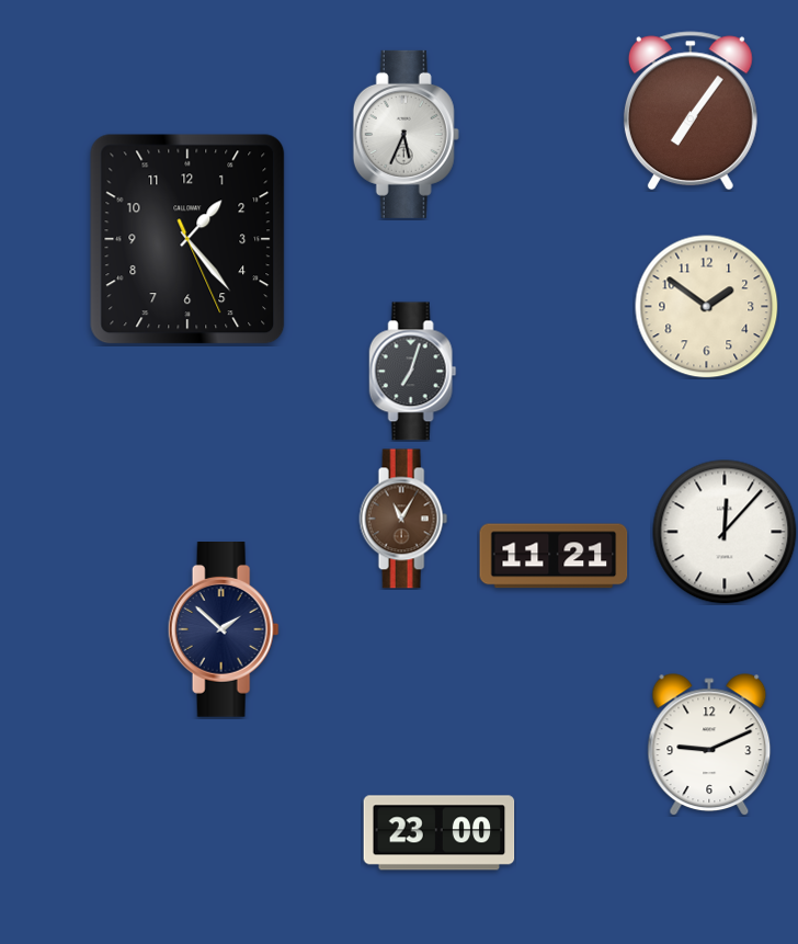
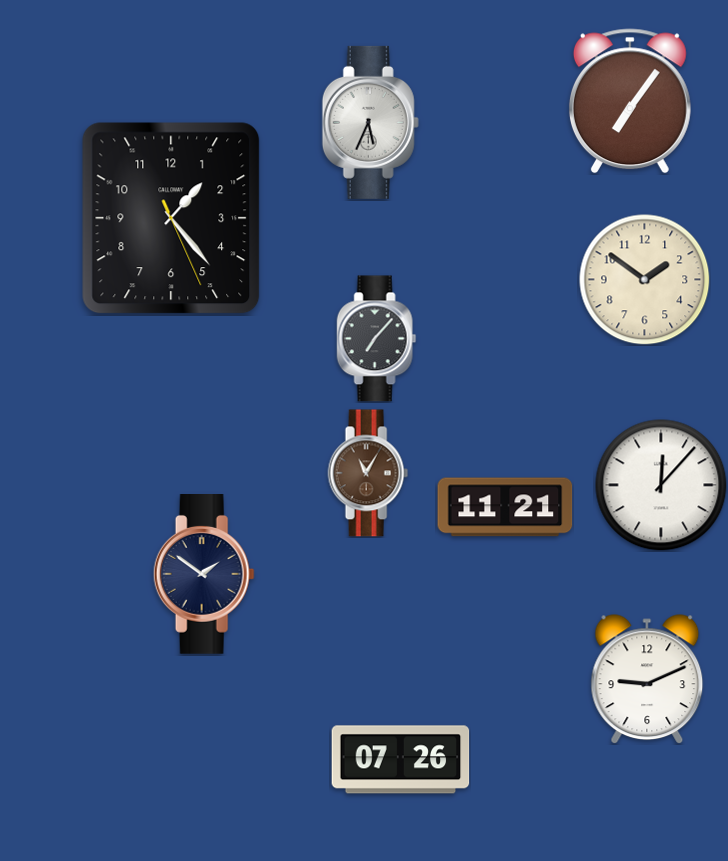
clock at (413, 372): 7:03 -> 7:07
clock at (224, 630): 1:52 -> 1:51
clock at (440, 833): 23:00 -> 07:26
